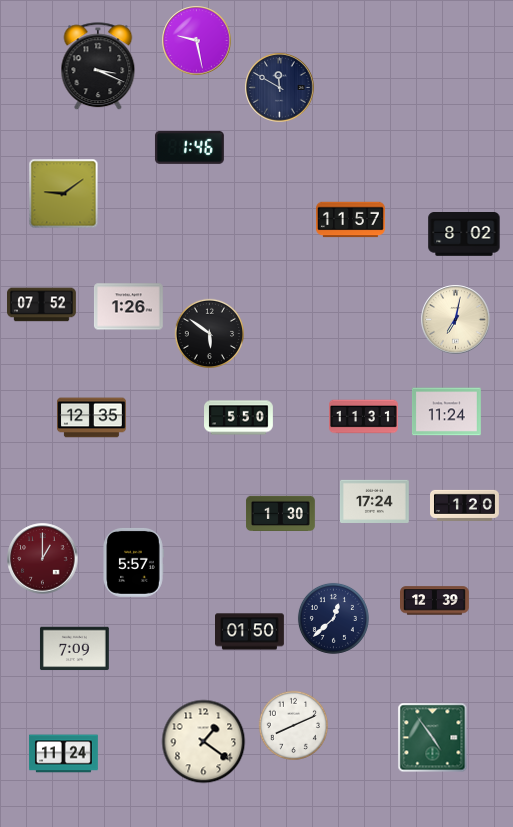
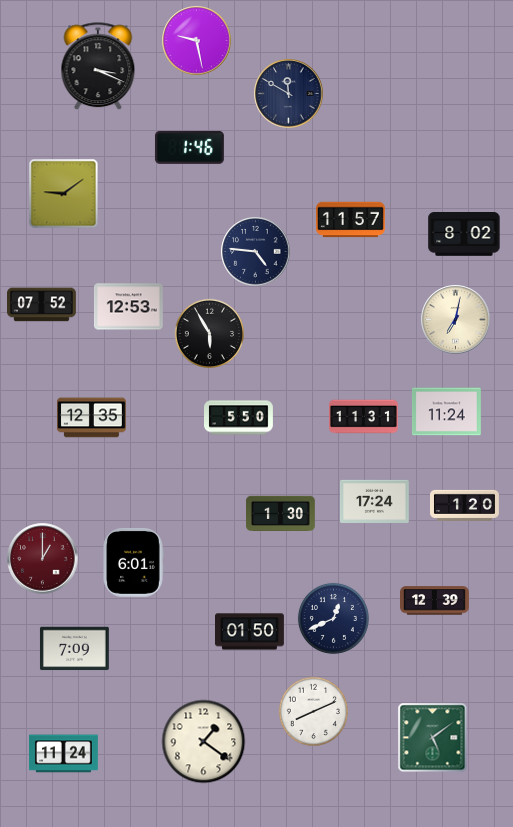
clock at (280, 88) position: (280, 88) -> (289, 94)
clock at (256, 252): none -> 4:46
clock at (128, 307): 1:26 -> 12:53
clock at (209, 333): 5:51 -> 5:55
clock at (133, 562): 5:57 -> 6:01
clock at (333, 618): 12:38 -> 12:41
clock at (293, 725) position: (293, 725) -> (313, 711)
clock at (433, 738): 4:54 -> 5:09
